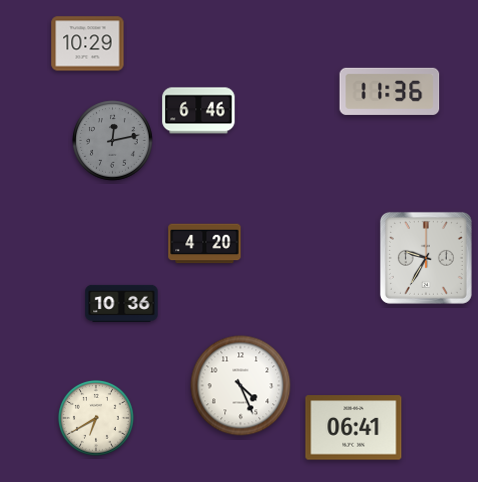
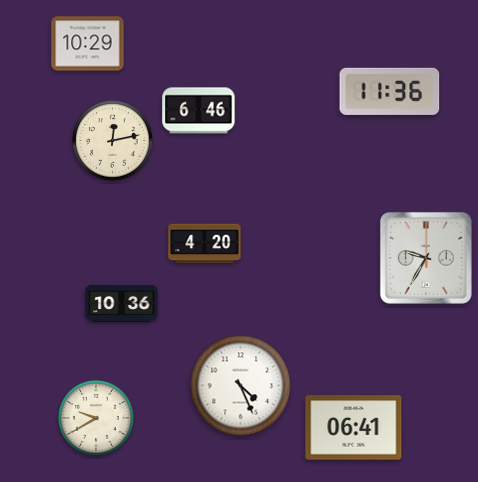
clock at (113, 141) dial: grey -> cream
clock at (97, 419): 6:40 -> 9:40
